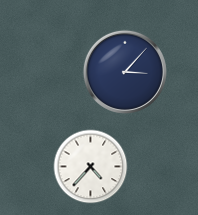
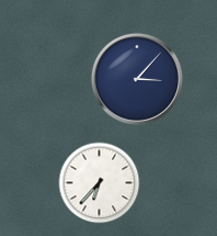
clock at (91, 167): 4:37 -> 6:37
